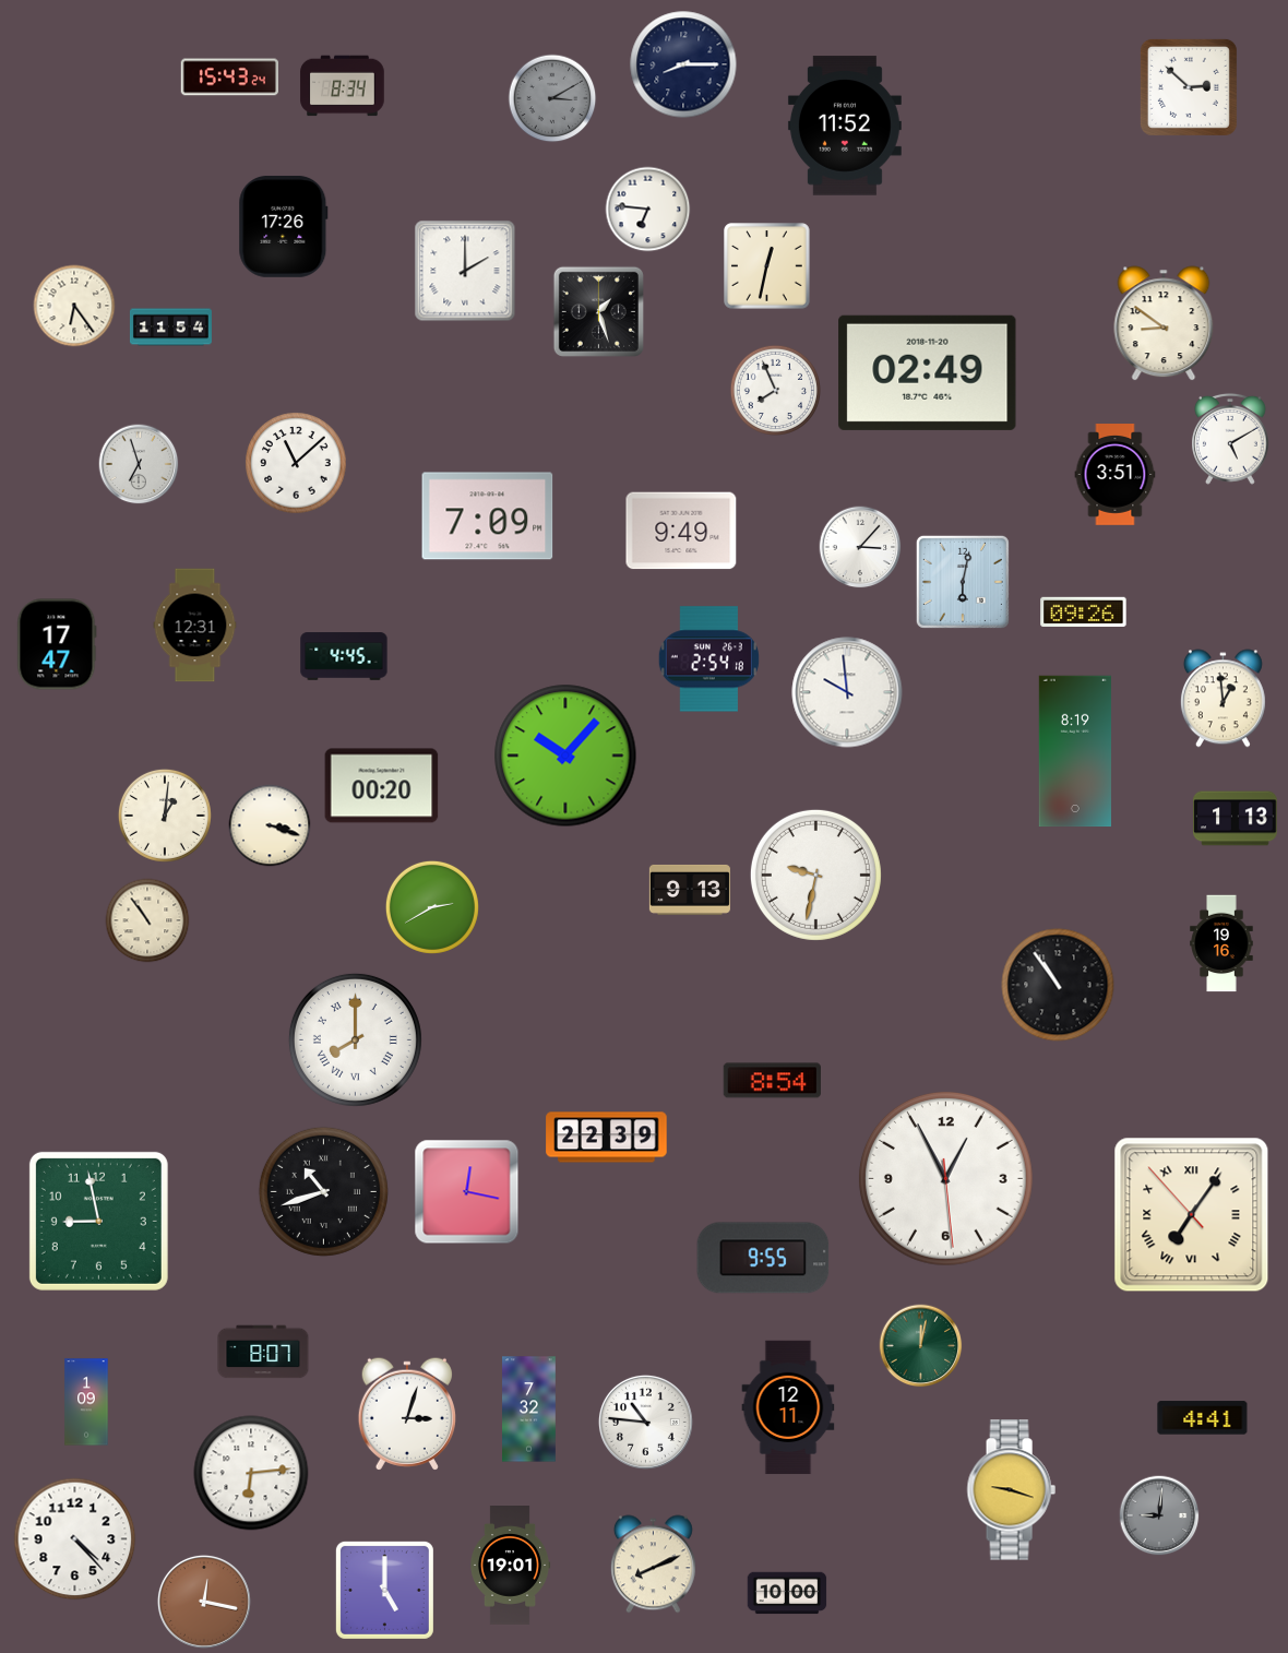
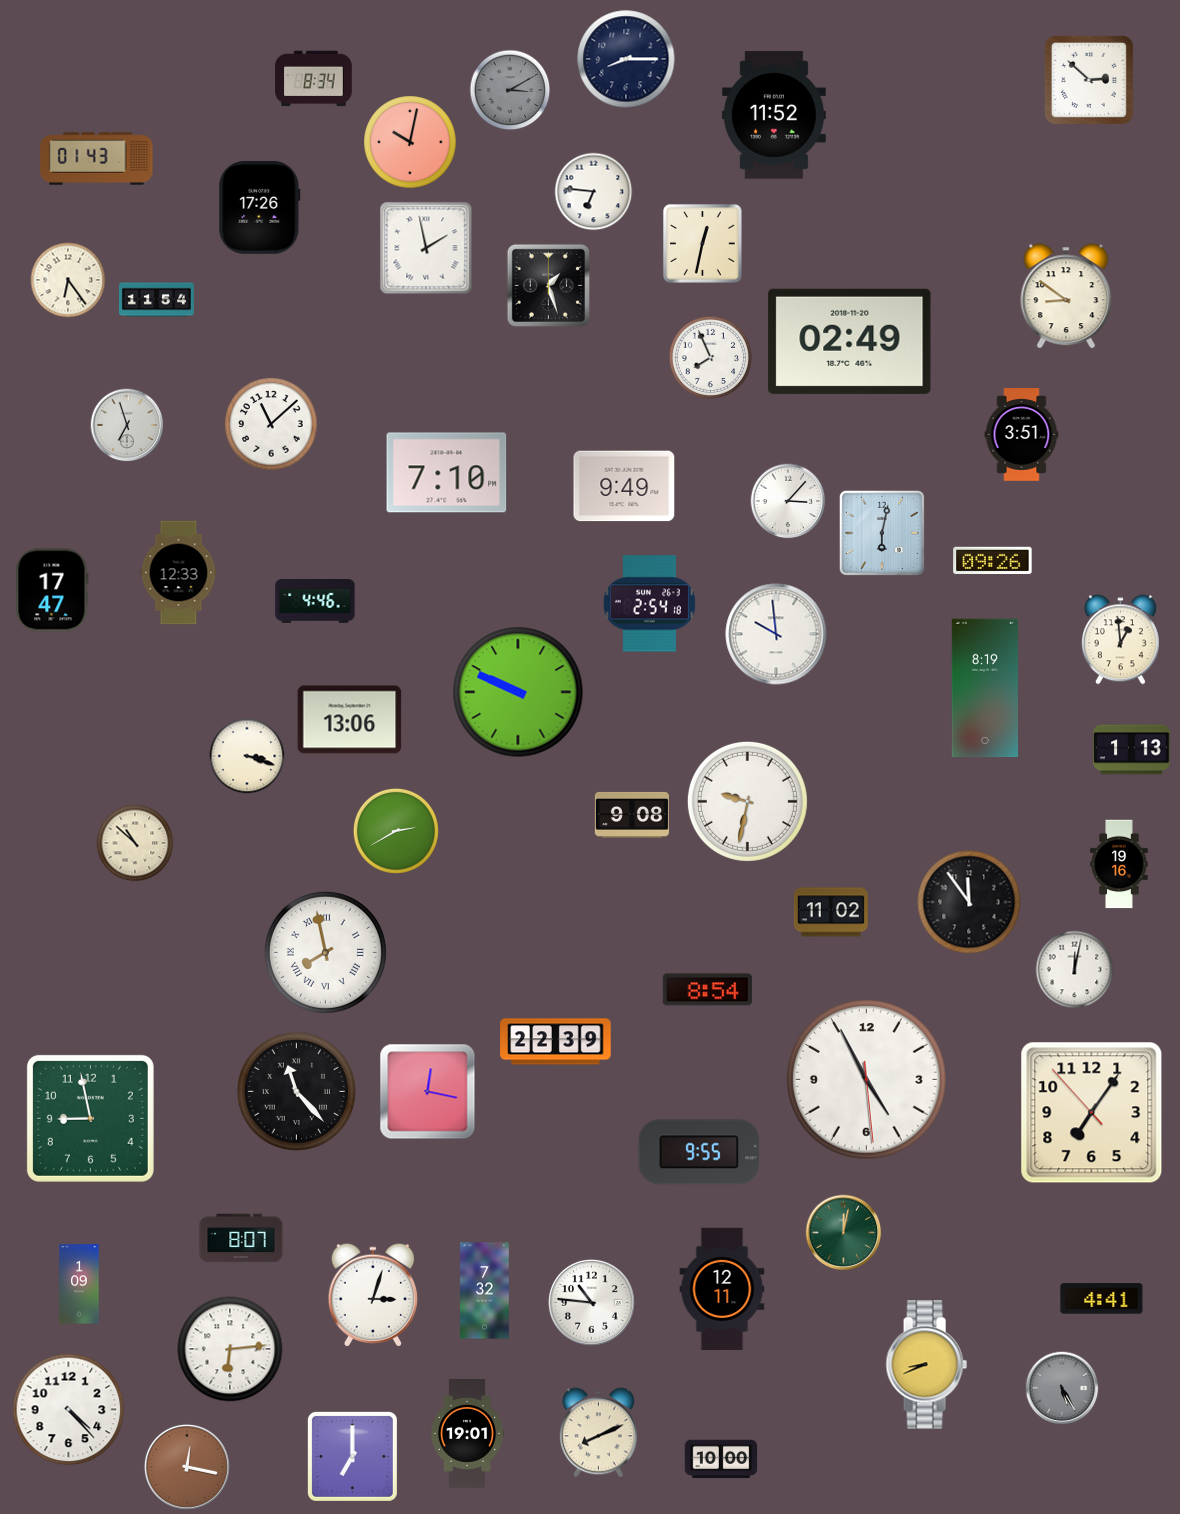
clock at (229, 78): 15:43 -> none
clock at (552, 98) position: (552, 98) -> (510, 90)
clock at (410, 142): none -> 10:02
clock at (97, 159): none -> 01:43
clock at (465, 271): 2:00 -> 1:58
clock at (1231, 439): 5:10 -> none
clock at (488, 516): 7:09 -> 7:10
clock at (195, 626): 12:31 -> 12:33
clock at (344, 656): 4:45 -> 4:46
clock at (565, 756): 10:07 -> 9:49
clock at (382, 786): 00:20 -> 13:06
clock at (165, 816): 1:01 -> none
clock at (690, 890): 9:13 -> 9:08
clock at (147, 920): 10:54 -> 10:52
clock at (1058, 985): 10:54 -> 11:54
clock at (831, 912): none -> 11:02
clock at (355, 1039): 8:00 -> 7:58
clock at (1075, 970): none -> 12:02
clock at (945, 1178): 12:55 -> 4:55
clock at (323, 1191): 10:42 -> 11:23
clock at (1192, 1215) numerals: Roman -> Arabic
clock at (1011, 1490): 9:18 -> 8:41
clock at (1159, 1515): 9:01 -> 5:25
clock at (384, 1590): 5:00 -> 7:00
